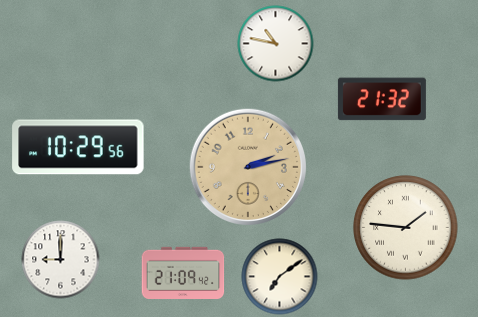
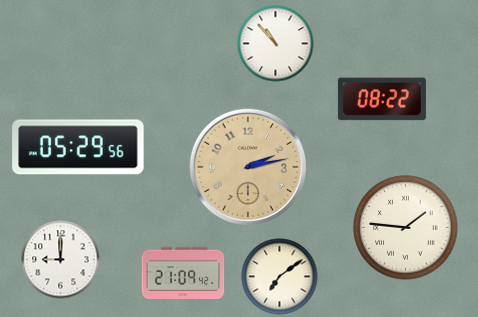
clock at (276, 44): 10:47 -> 10:53
clock at (382, 99): 21:32 -> 08:22
clock at (78, 147): 10:29 -> 05:29
